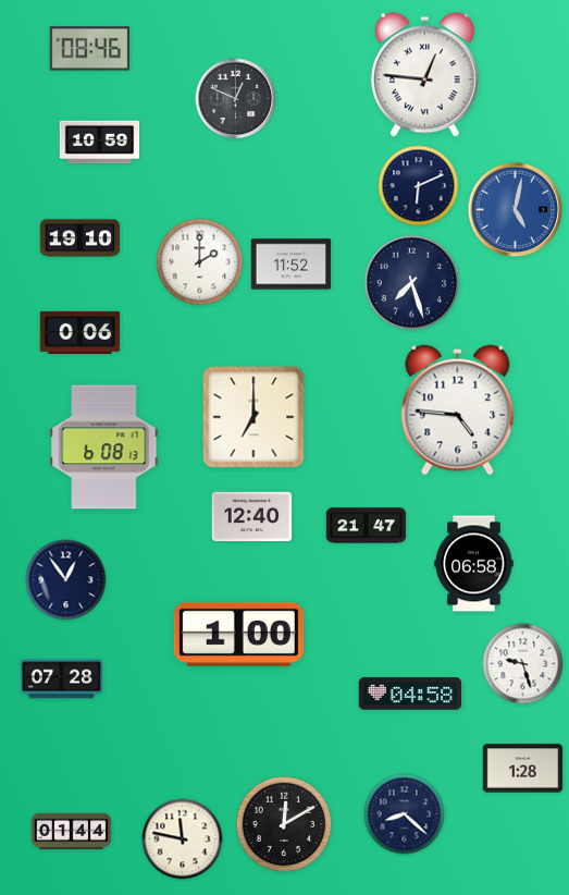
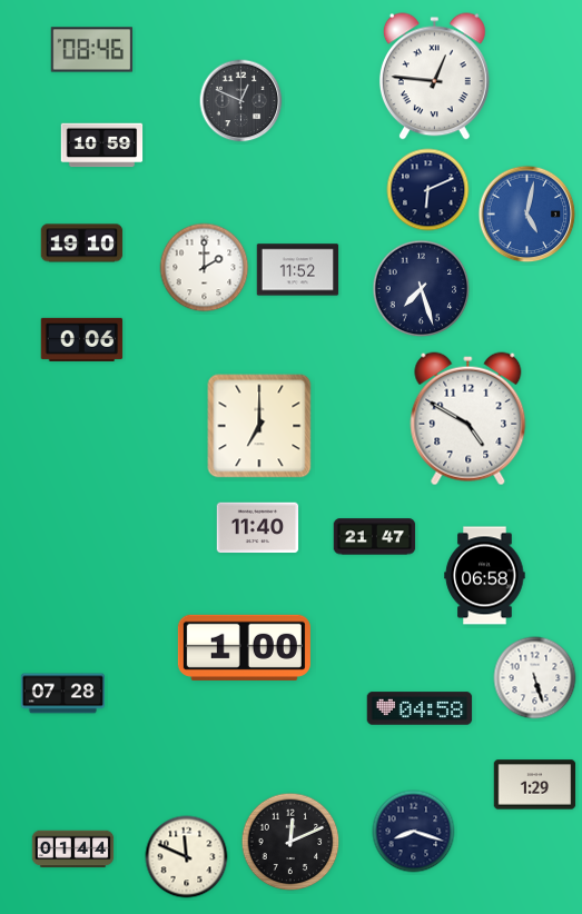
clock at (458, 410): 4:46 -> 4:50
clock at (104, 447): 6:08 -> none
clock at (252, 517): 12:40 -> 11:40
clock at (66, 580): 12:54 -> none
clock at (523, 664): 9:27 -> 5:27
clock at (523, 769): 1:28 -> 1:29
clock at (405, 814): 8:22 -> 8:18
clock at (284, 824): 12:10 -> 12:11
clock at (183, 839): 11:47 -> 11:49
